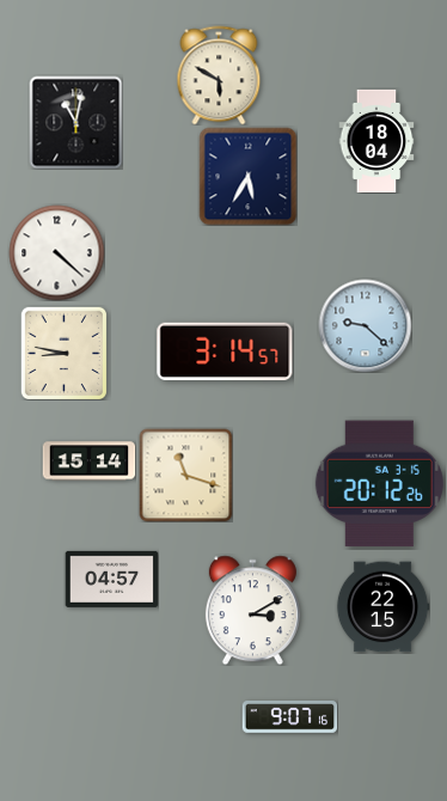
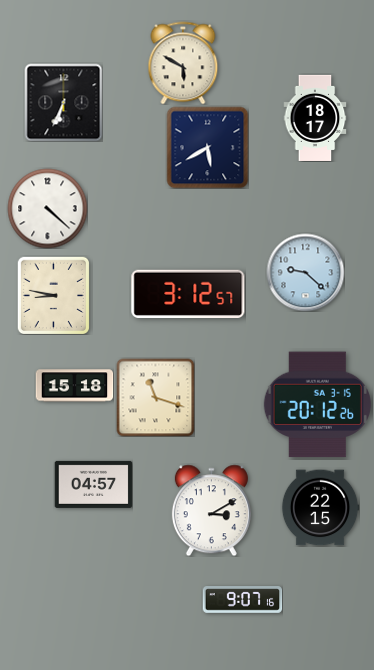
clock at (75, 122): 11:02 -> 6:34
clock at (376, 141): 18:04 -> 18:17
clock at (247, 176): 5:35 -> 5:40
clock at (56, 252) position: (56, 252) -> (47, 208)
clock at (225, 350): 3:14 -> 3:12
clock at (88, 461): 15:14 -> 15:18
